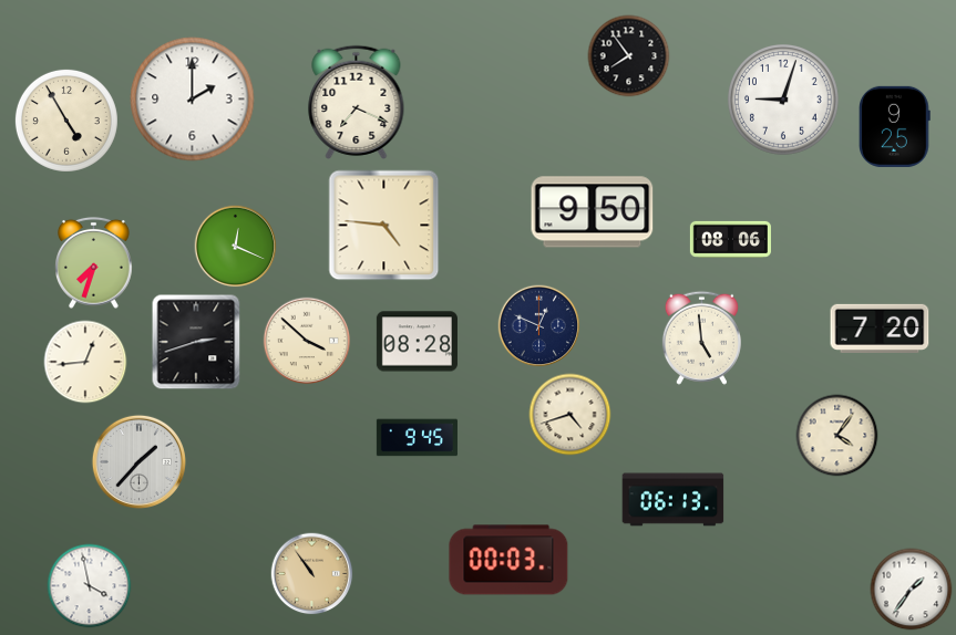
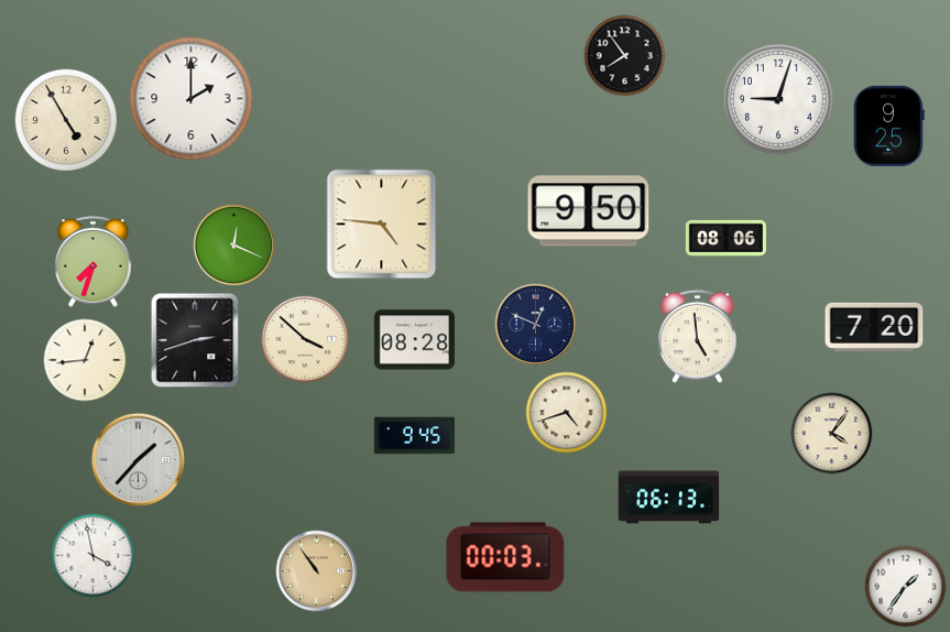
clock at (357, 102): 7:19 -> none
clock at (312, 574) position: (312, 574) -> (317, 571)
clock at (90, 586) position: (90, 586) -> (94, 556)
